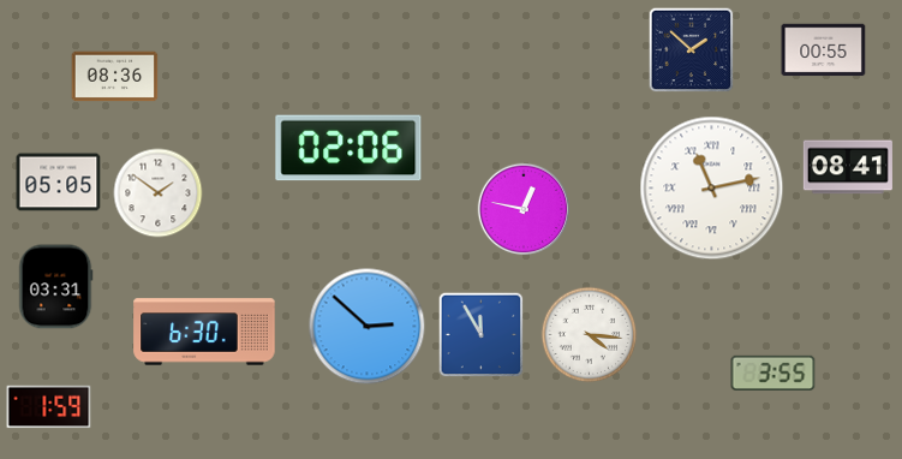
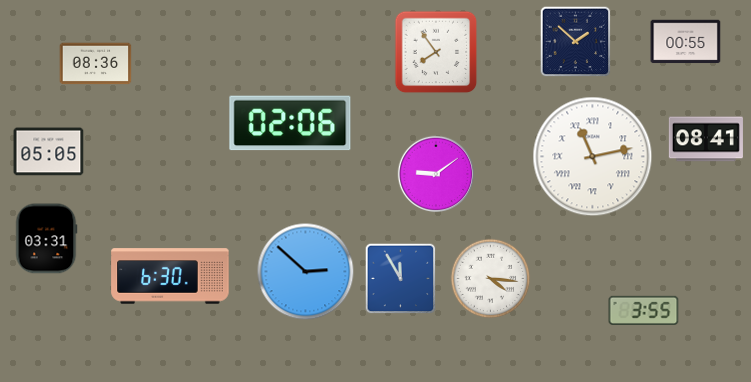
clock at (436, 52): none -> 7:54
clock at (159, 193): 1:51 -> none
clock at (524, 209): 12:47 -> 9:09
clock at (49, 407): 1:59 -> none
